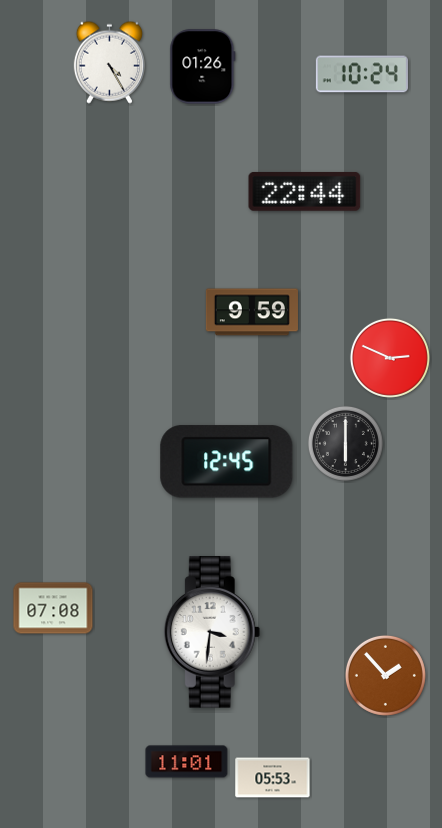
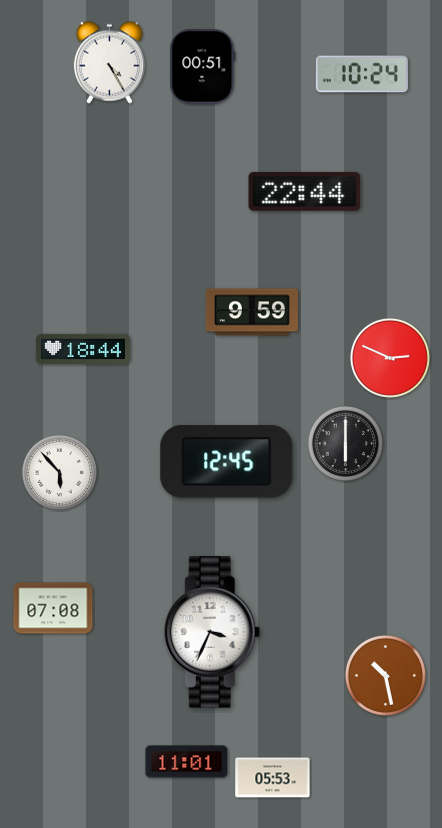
clock at (203, 67): 01:26 -> 00:51
clock at (83, 349): none -> 18:44
clock at (59, 472): none -> 5:53
clock at (212, 632): 3:31 -> 3:34
clock at (385, 675): 1:53 -> 10:28
